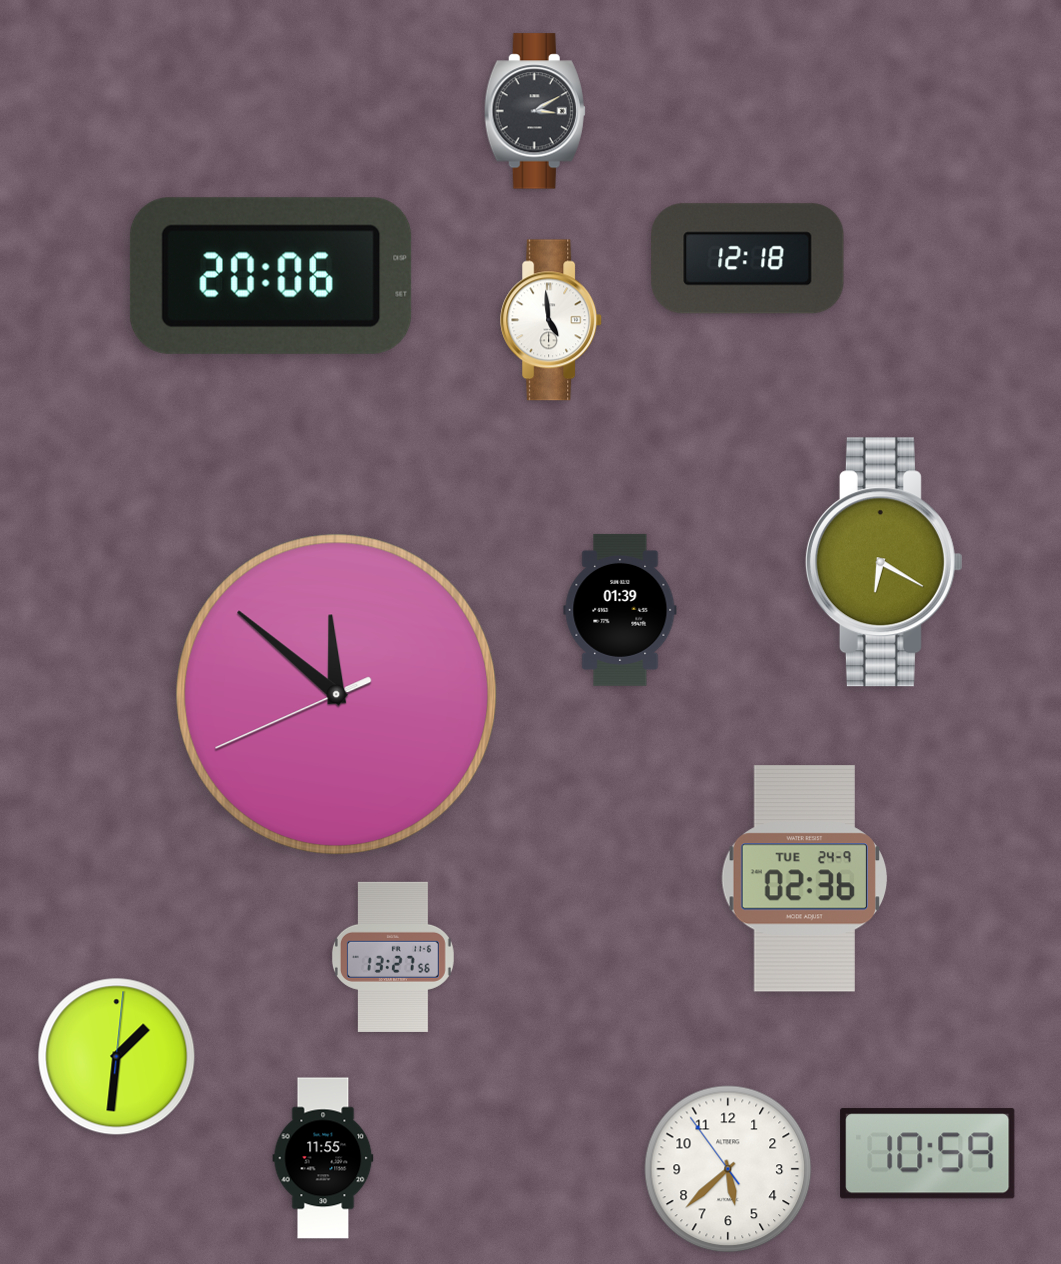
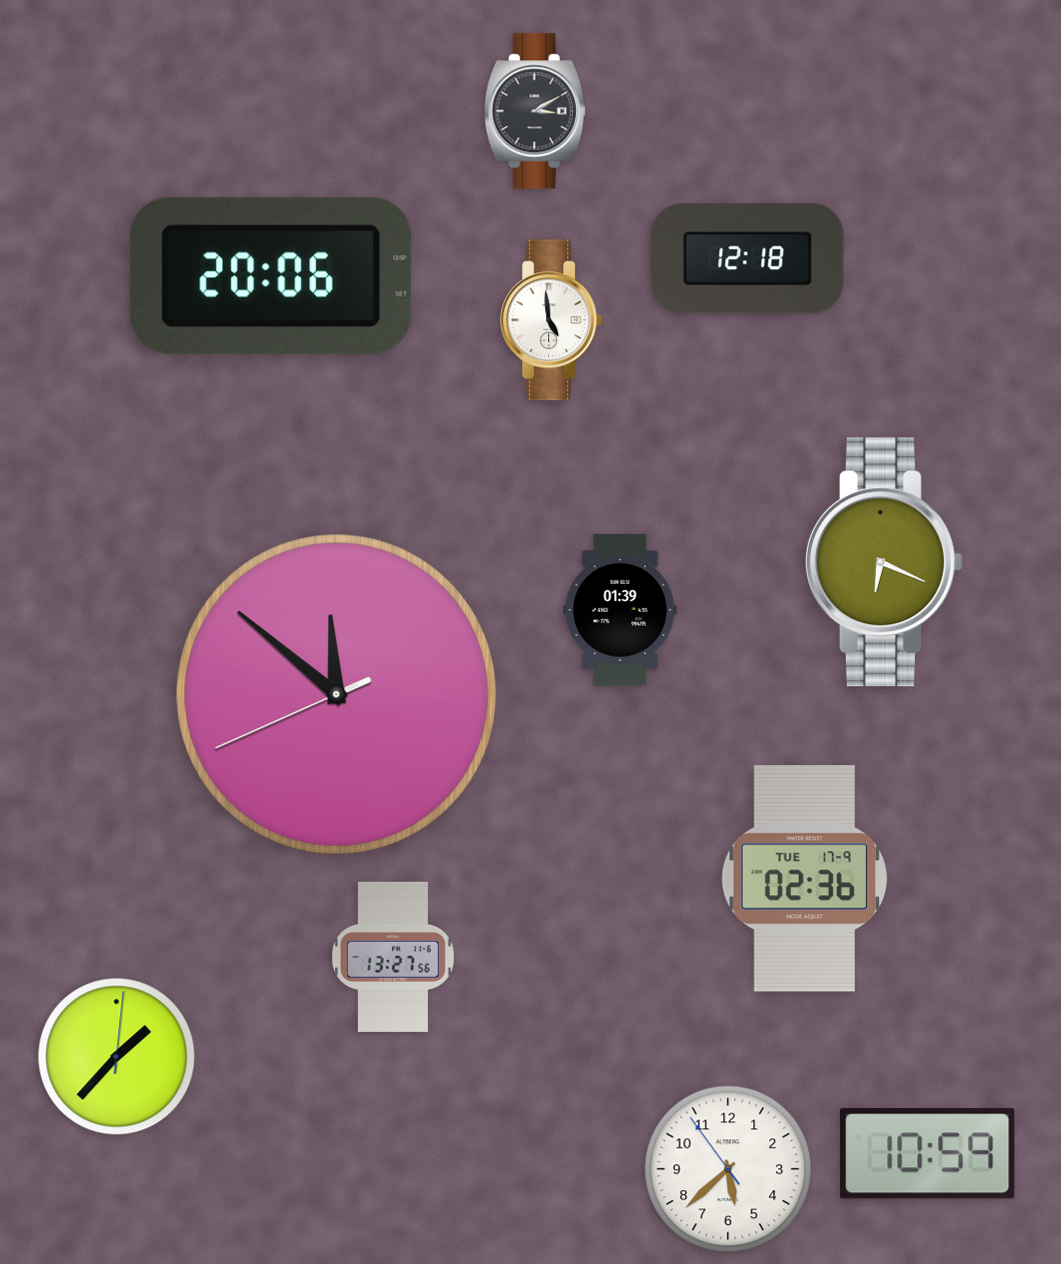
clock at (884, 562): 6:20 -> 6:19
clock at (804, 879) date: TUE 24-9 -> TUE 17-9
clock at (117, 1057): 1:31 -> 1:37
clock at (323, 1158): 11:55 -> none
